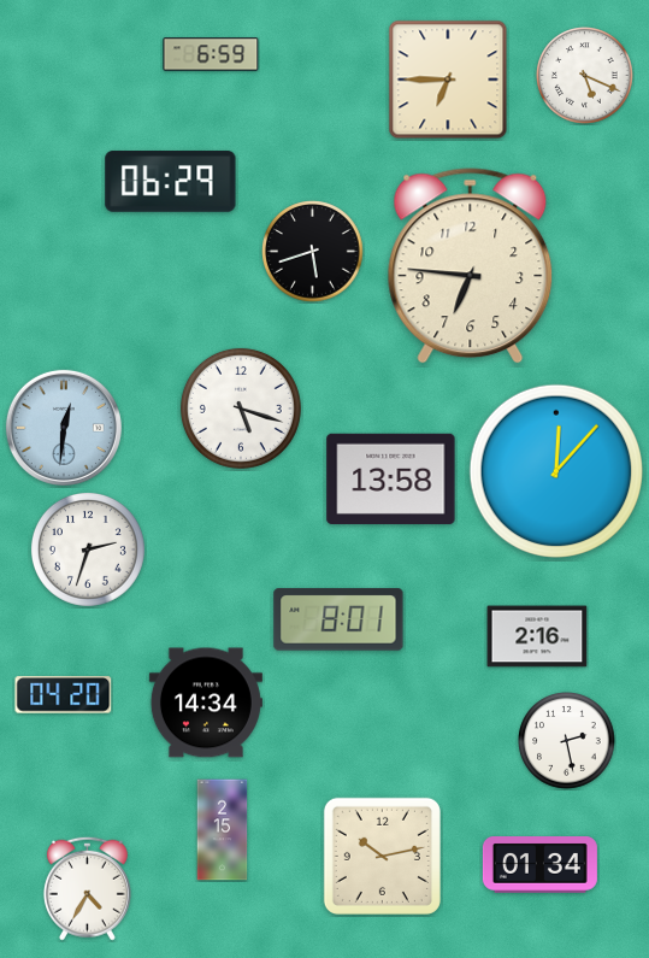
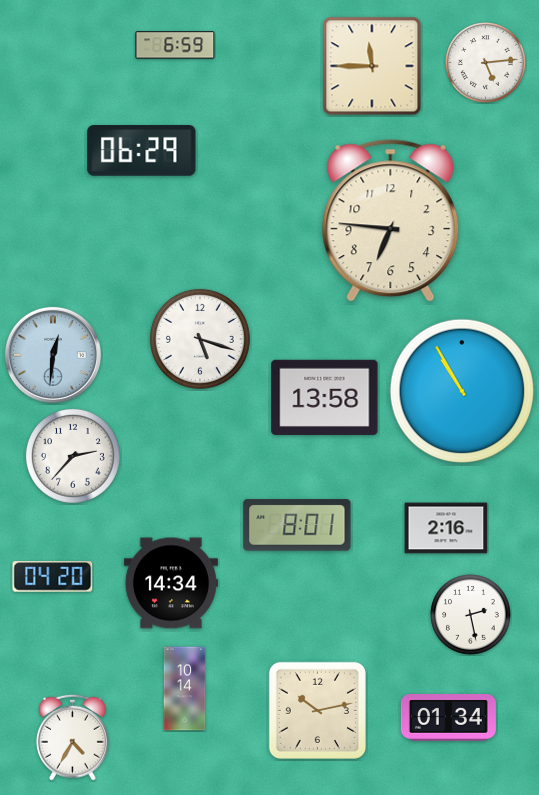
clock at (585, 76): 5:19 -> 5:14
clock at (448, 80): 6:45 -> 11:45
clock at (313, 252): 5:42 -> none
clock at (555, 470): 12:07 -> 10:55
clock at (88, 549): 2:33 -> 2:37
clock at (338, 619) position: (338, 619) -> (297, 525)
clock at (223, 830): 2:15 -> 10:14
